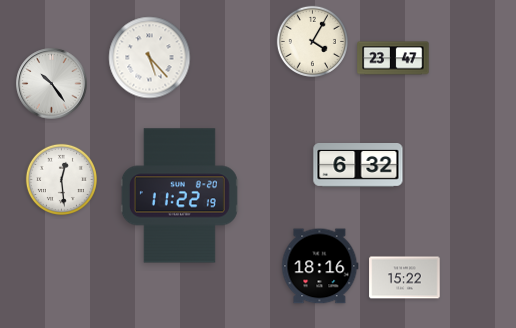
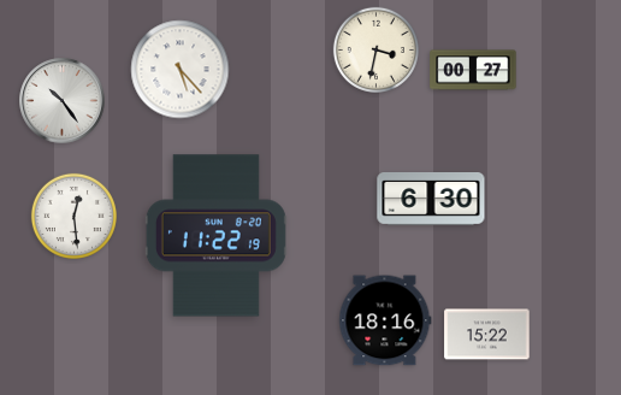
clock at (312, 41): 4:05 -> 3:32
clock at (393, 58): 23:47 -> 00:27
clock at (358, 166): 6:32 -> 6:30
